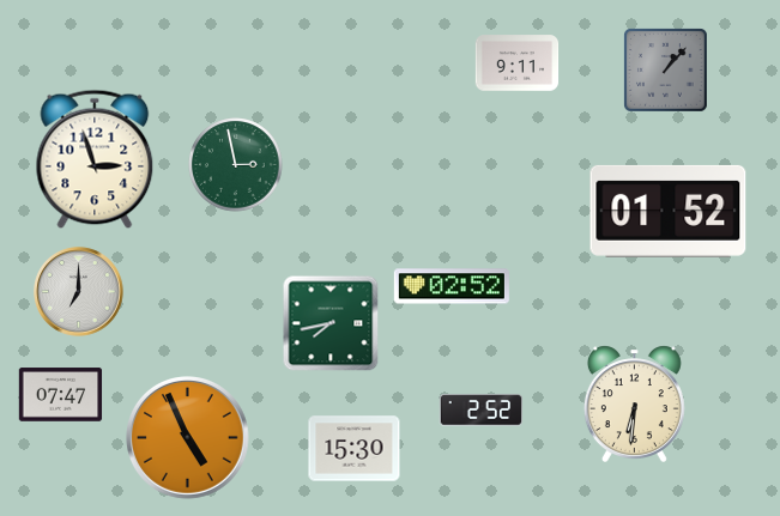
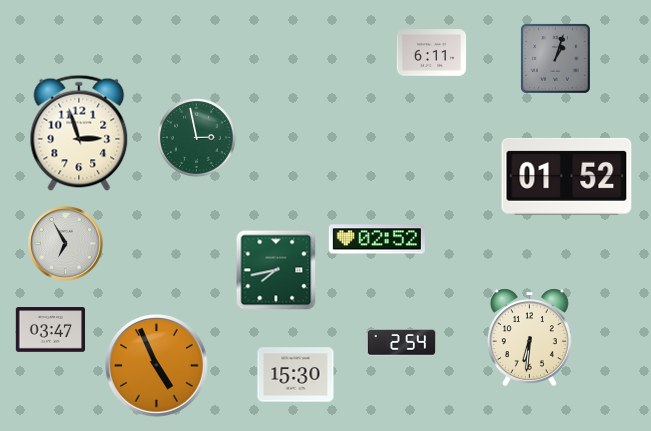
clock at (518, 63): 9:11 -> 6:11
clock at (666, 71): 1:07 -> 1:03
clock at (669, 211) position: (669, 211) -> (567, 176)
clock at (79, 292): 7:00 -> 6:55
clock at (61, 395): 07:47 -> 03:47
clock at (480, 411): 2:52 -> 2:54
